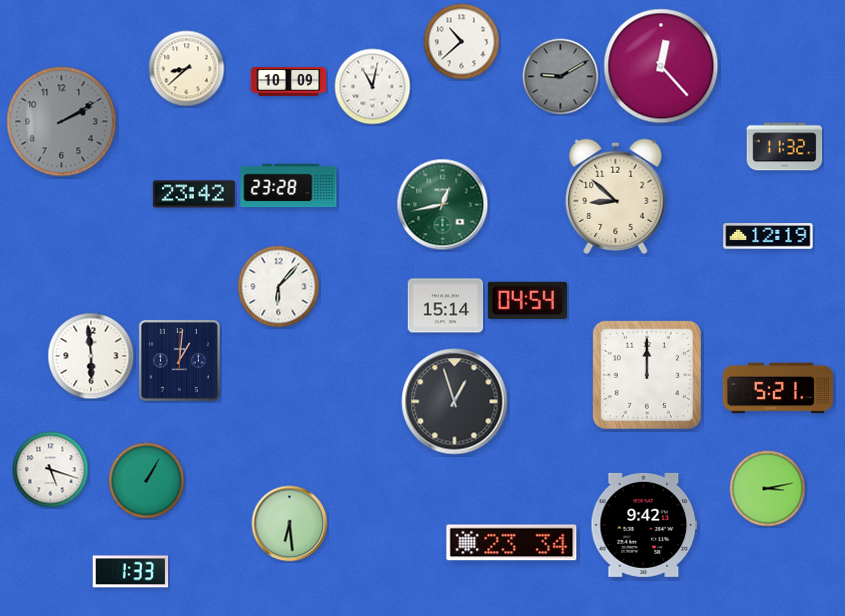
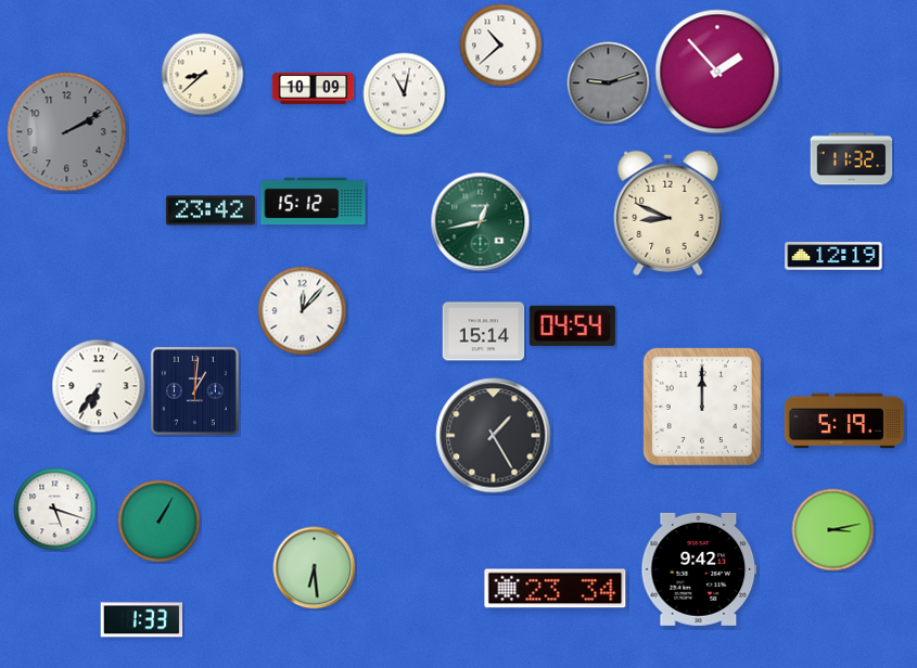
clock at (661, 66): 12:23 -> 1:53
clock at (561, 77): 9:10 -> 9:12
clock at (289, 186): 23:28 -> 15:12
clock at (616, 196): 8:52 -> 8:49
clock at (279, 287): 6:07 -> 12:07
clock at (91, 356): 5:59 -> 6:36
clock at (777, 388): 5:21 -> 5:19
clock at (455, 402): 12:57 -> 1:25
